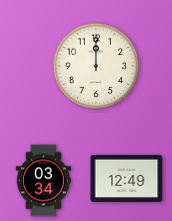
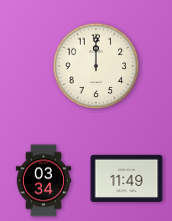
clock at (127, 178): 12:49 -> 11:49
